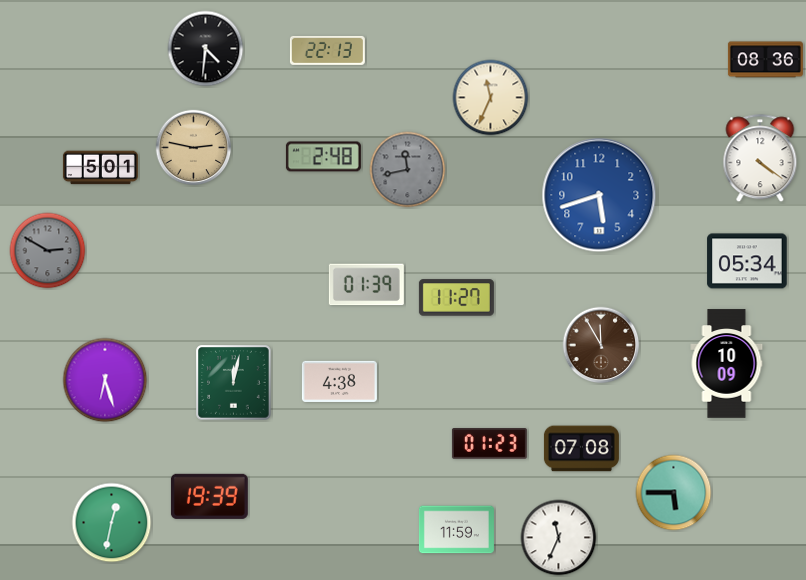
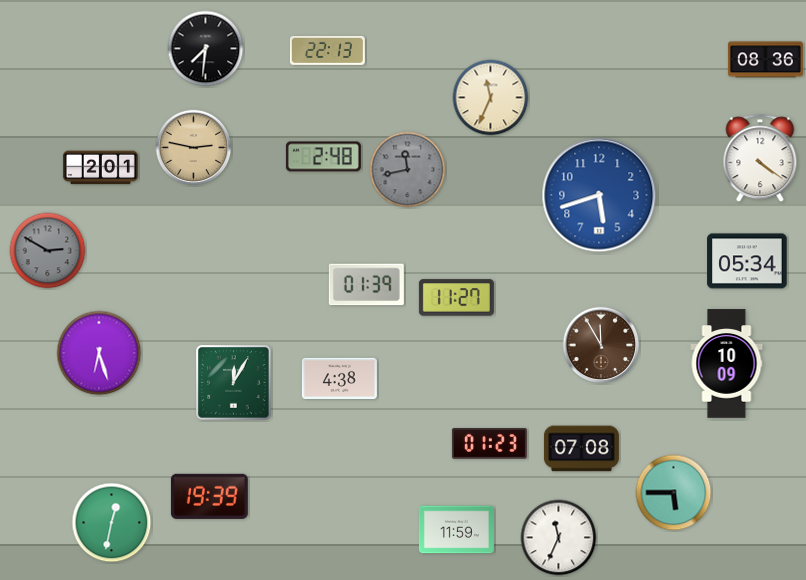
clock at (206, 49): 4:31 -> 7:31
clock at (100, 168): 5:01 -> 2:01
clock at (105, 380) position: (105, 380) -> (99, 353)
clock at (339, 381) position: (339, 381) -> (339, 378)
clock at (234, 383): 12:02 -> 12:05
